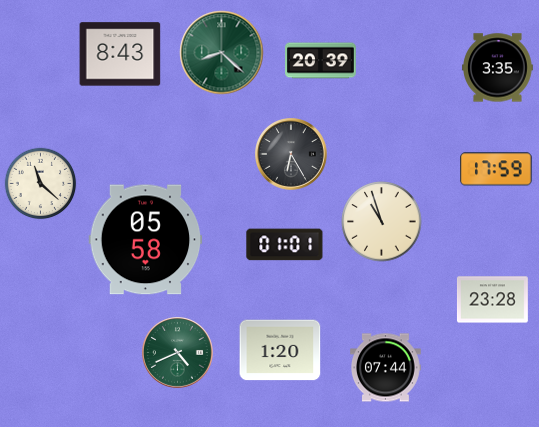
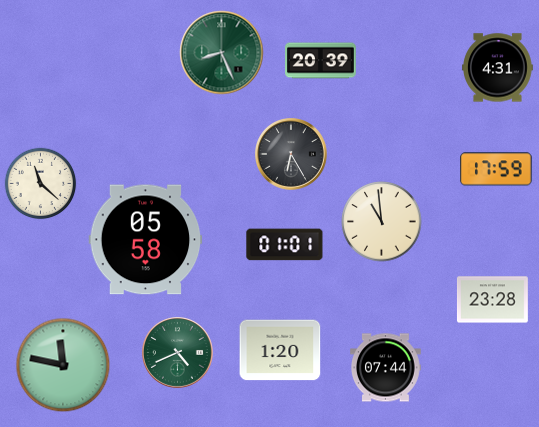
clock at (222, 53): 8:22 -> 8:26
clock at (120, 54): 8:43 -> none
clock at (498, 68): 3:35 -> 4:31
clock at (382, 222): 10:57 -> 10:59
clock at (63, 365): none -> 11:47
